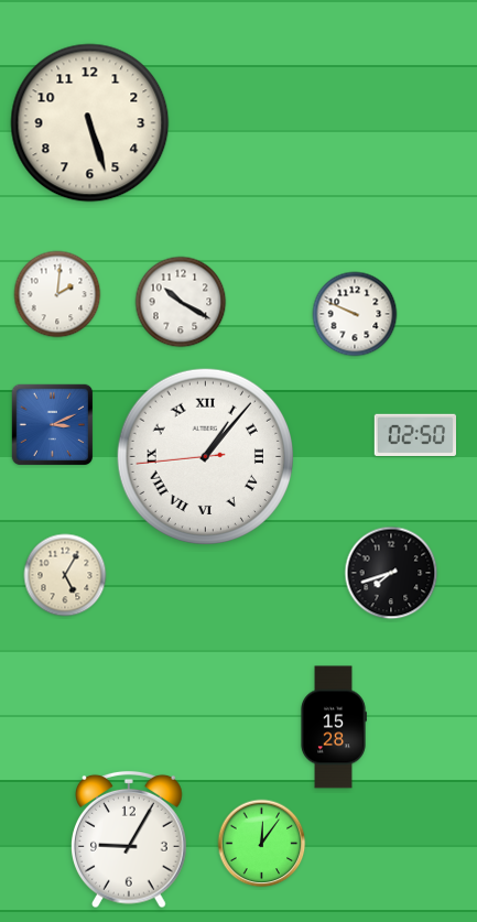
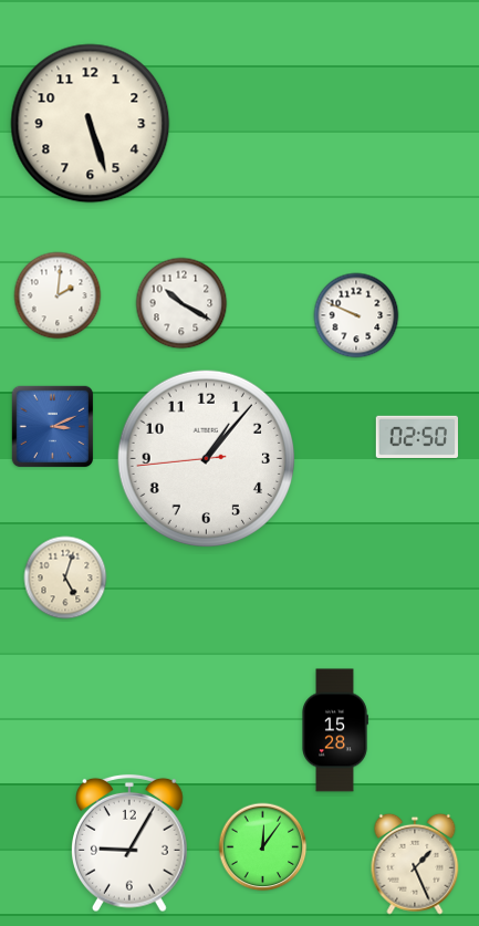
clock at (205, 456) numerals: Roman -> Arabic
clock at (391, 573): 7:42 -> none
clock at (65, 575): 5:05 -> 5:03
clock at (415, 864): none -> 1:26
